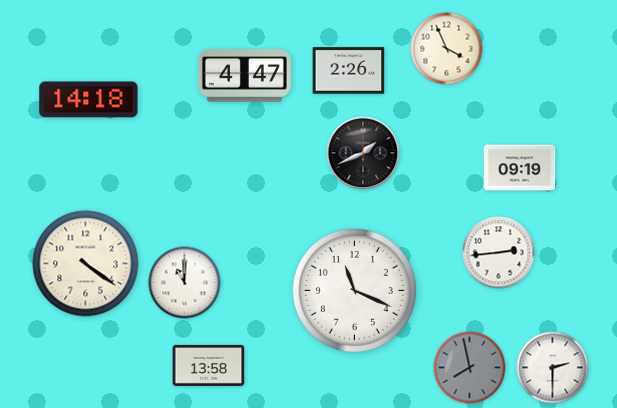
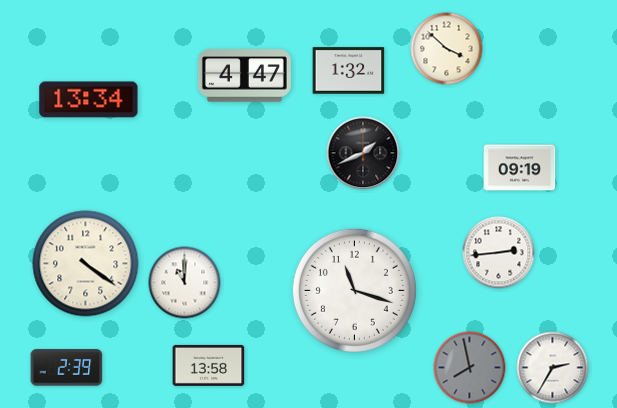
clock at (447, 49): 3:56 -> 3:52
clock at (349, 71): 2:26 -> 1:32
clock at (89, 100): 14:18 -> 13:34
clock at (354, 290): 11:19 -> 11:18
clock at (67, 368): none -> 2:39
clock at (553, 368): 2:30 -> 2:35
